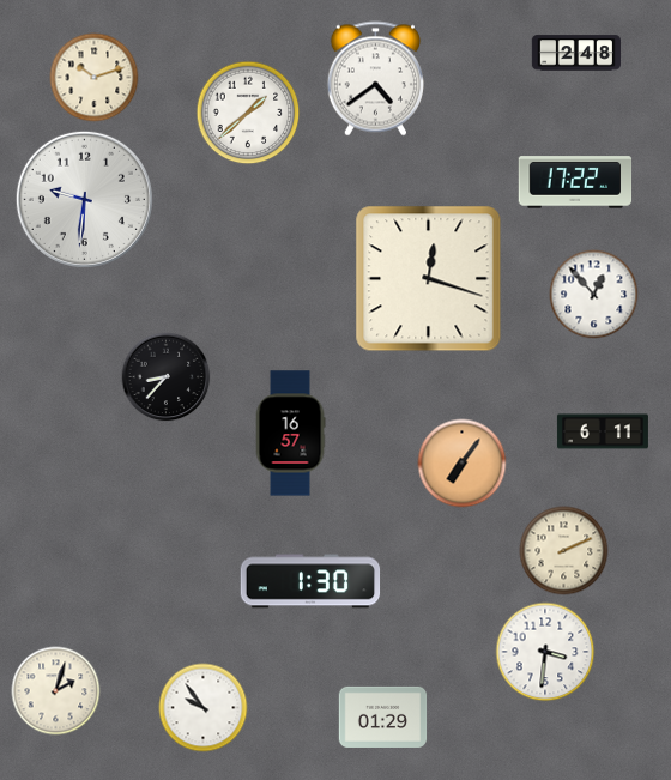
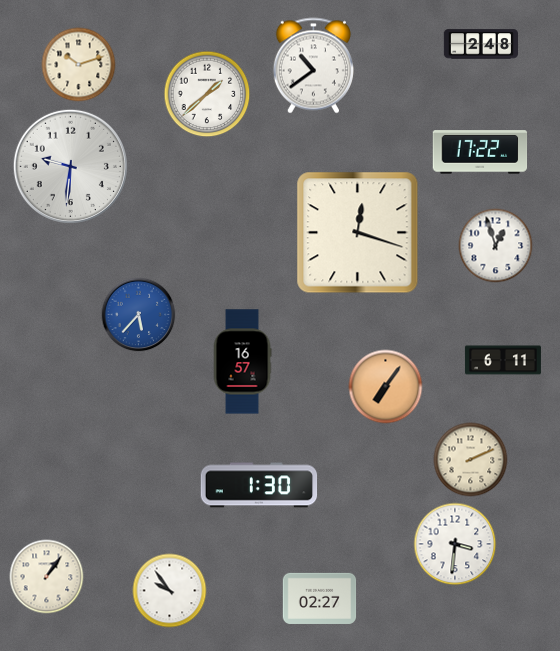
clock at (375, 79): 4:39 -> 10:39
clock at (594, 295): 12:53 -> 12:57
clock at (167, 377): 8:37 -> 5:37
clock at (167, 377) dial: black -> blue
clock at (56, 691): 2:03 -> 1:06
clock at (383, 716): 01:29 -> 02:27
